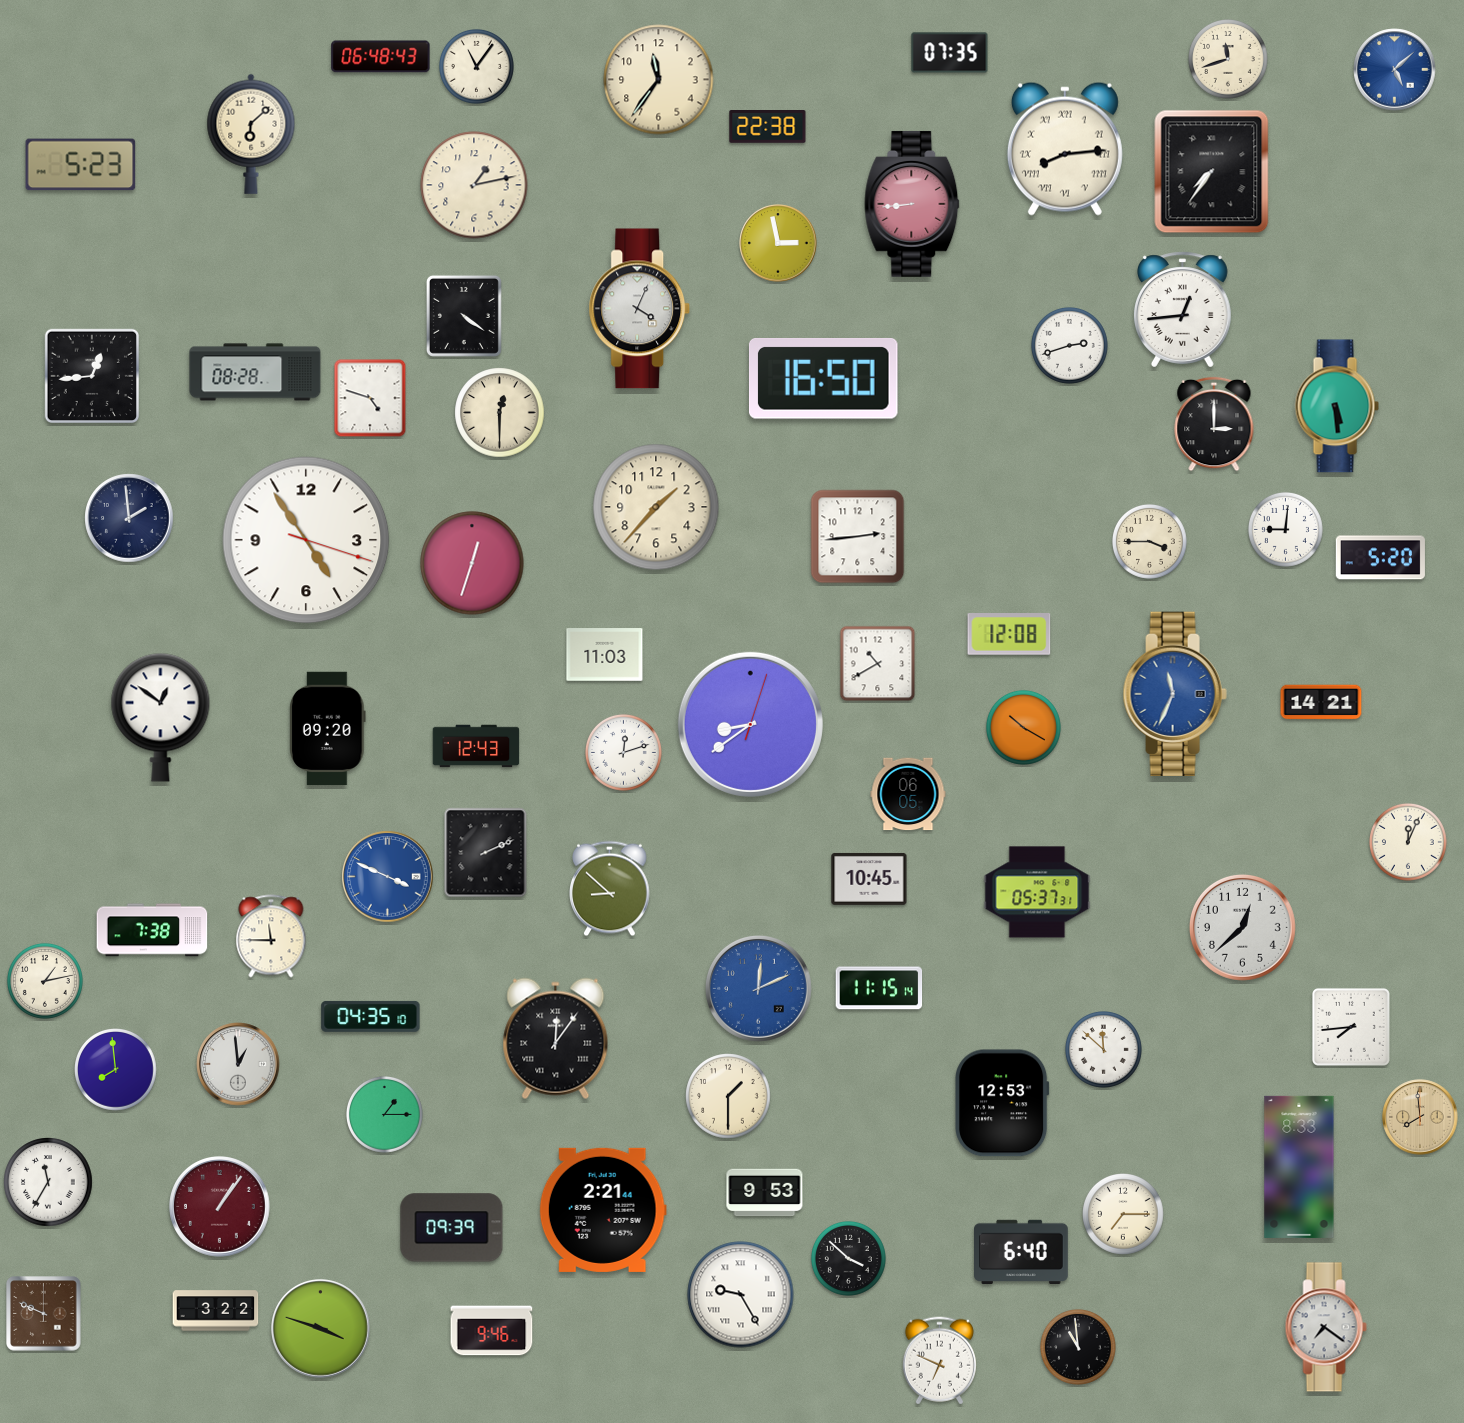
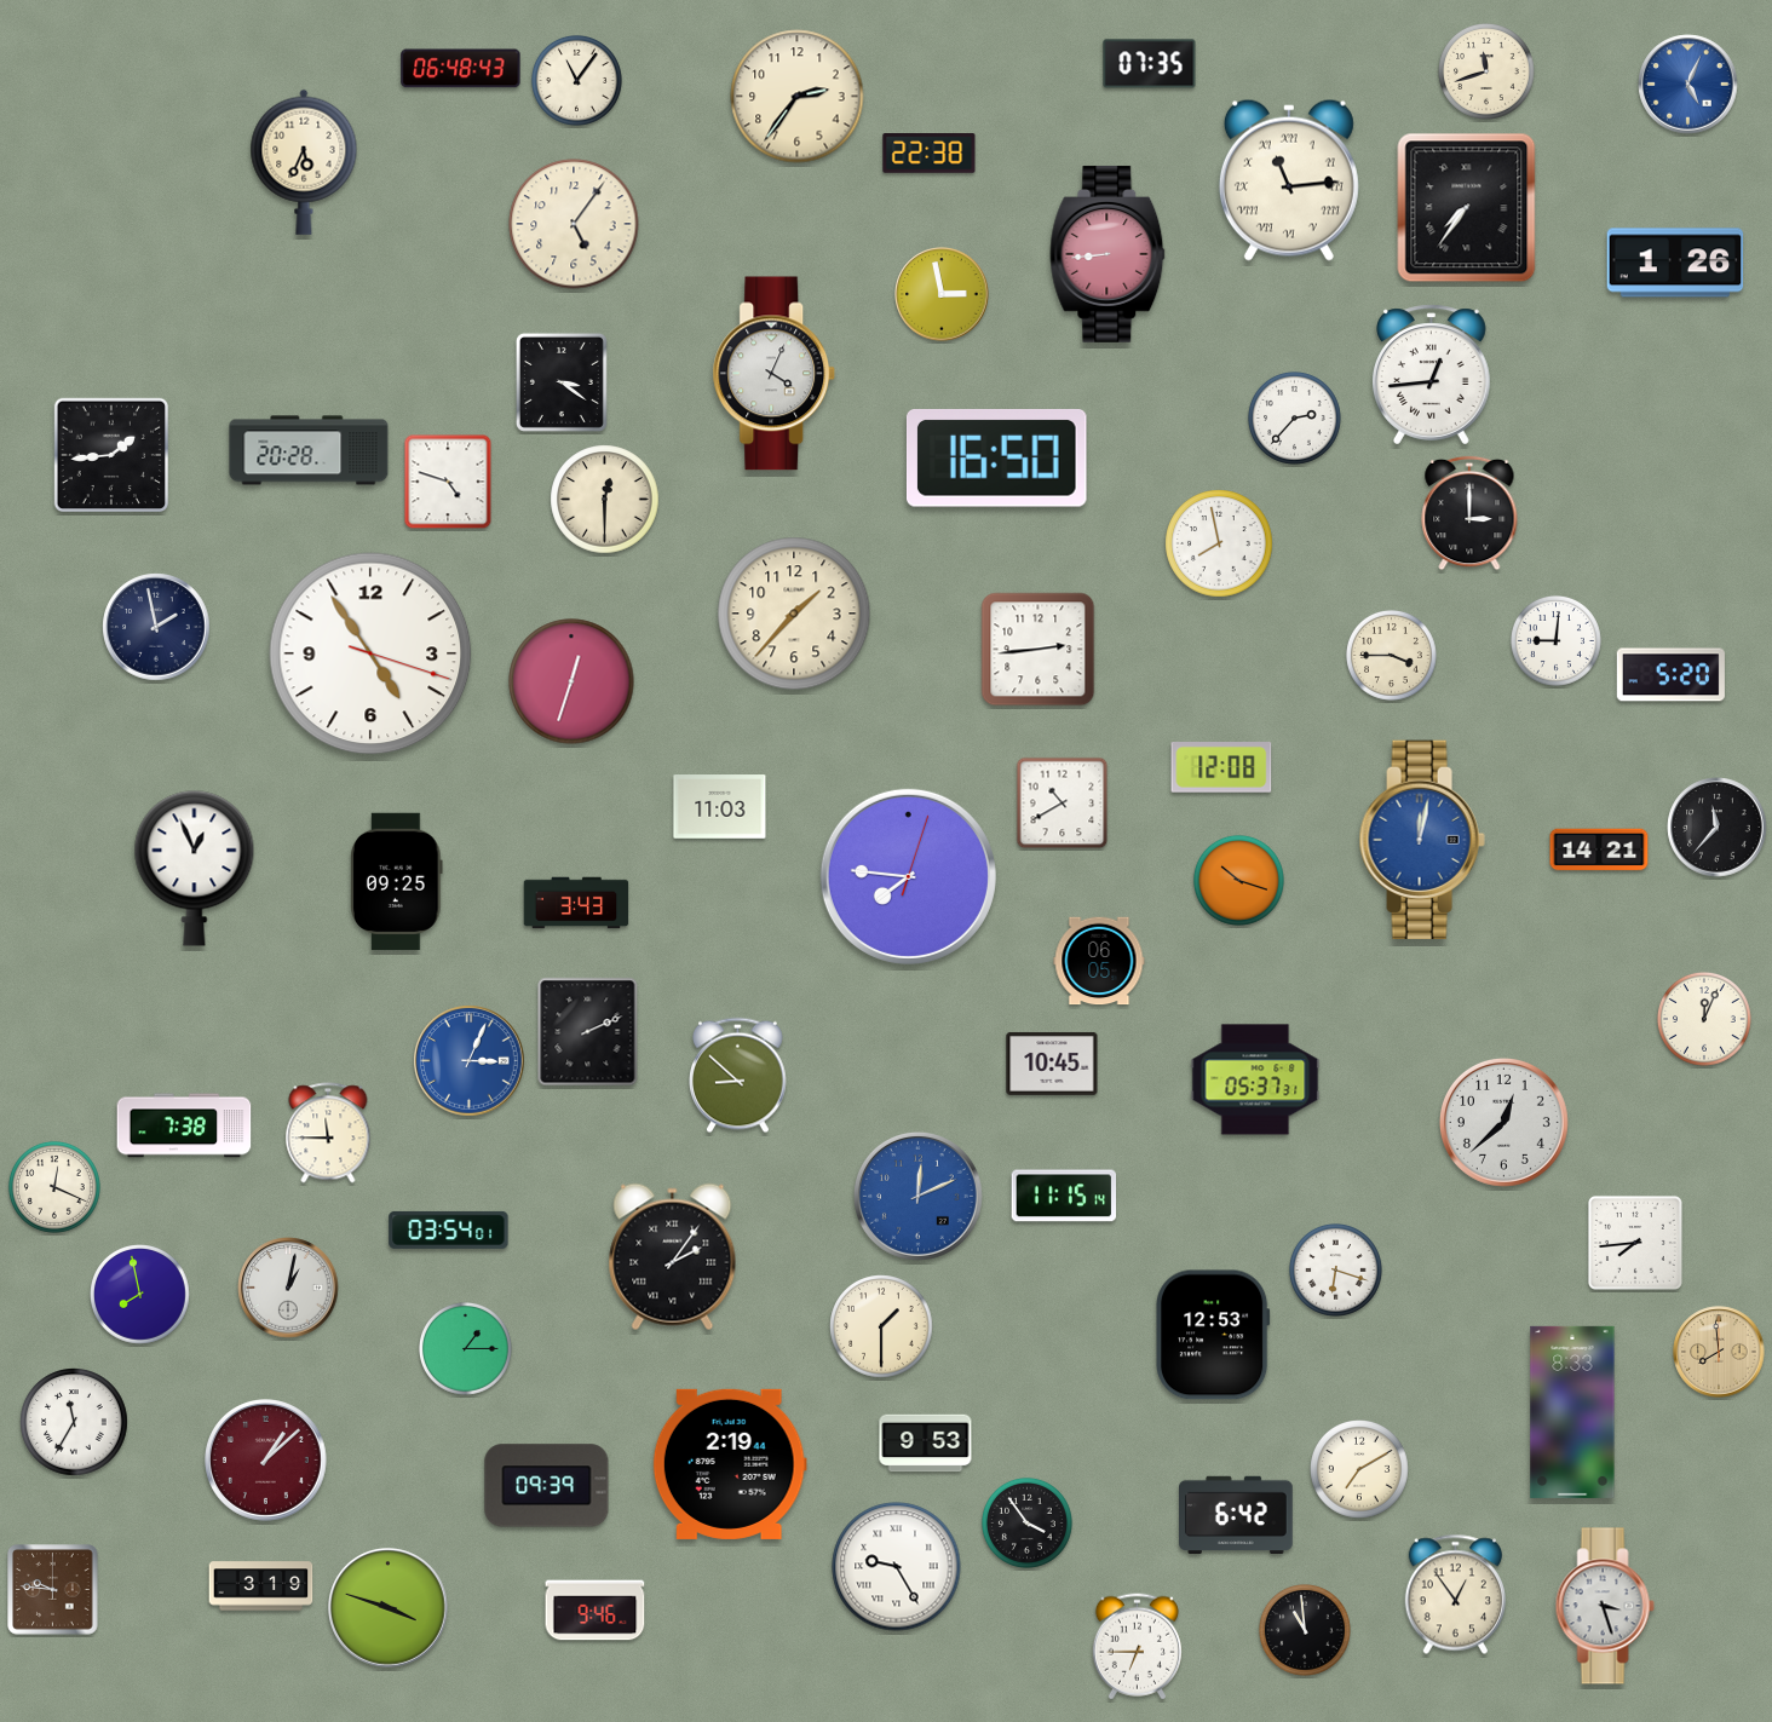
clock at (1395, 70): 5:08 -> 5:04
clock at (659, 80): 11:36 -> 2:36
clock at (251, 134): 6:08 -> 5:34
clock at (1065, 149): 8:14 -> 11:14
clock at (81, 165): 5:23 -> none
clock at (474, 185): 1:13 -> 5:06
clock at (912, 204) position: (912, 204) -> (1107, 254)
clock at (1675, 263): none -> 1:26
clock at (464, 316): 4:21 -> 3:21
clock at (1069, 345): 2:42 -> 2:37
clock at (255, 372): 08:28 -> 20:28
clock at (91, 375): 12:44 -> 1:44
clock at (1337, 406): 5:29 -> none
clock at (1219, 543): none -> 7:58
clock at (129, 518): 1:59 -> 1:58
clock at (605, 655) position: (605, 655) -> (720, 807)
clock at (1718, 828): none -> 11:37
clock at (1175, 693): 11:34 -> 12:02
clock at (161, 717): 12:51 -> 12:56
clock at (750, 724): 8:39 -> 7:46
clock at (1023, 727): 10:20 -> 10:18
clock at (328, 729): 09:20 -> 09:25
clock at (476, 746): 12:43 -> 3:43
clock at (623, 752): 12:12 -> none
clock at (388, 877): 3:49 -> 3:04
clock at (45, 981): 1:13 -> 12:19
clock at (371, 1016): 04:35 -> 03:54
clock at (556, 1039): 12:06 -> 2:06
clock at (1103, 1049): 11:52 -> 6:18
clock at (238, 1064): 12:59 -> 1:02
clock at (116, 1070): 7:59 -> 7:58
clock at (48, 1182) position: (48, 1182) -> (74, 1422)
clock at (220, 1207): 1:06 -> 1:08
clock at (603, 1210): 2:21 -> 2:19
clock at (1124, 1215): 7:15 -> 7:10
clock at (1022, 1251): 6:40 -> 6:42
clock at (848, 1258): 3:52 -> 3:54
clock at (216, 1311): 3:22 -> 3:19
clock at (44, 1314): 9:49 -> 9:46
clock at (1455, 1595): none -> 12:54
clock at (1326, 1327): 7:21 -> 3:27
clock at (939, 1361): 6:49 -> 6:45
